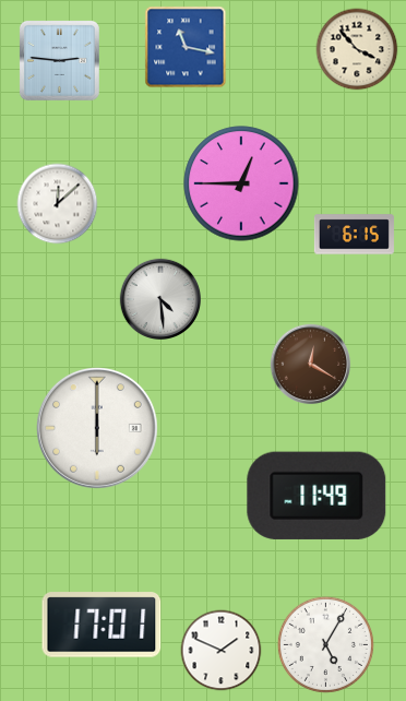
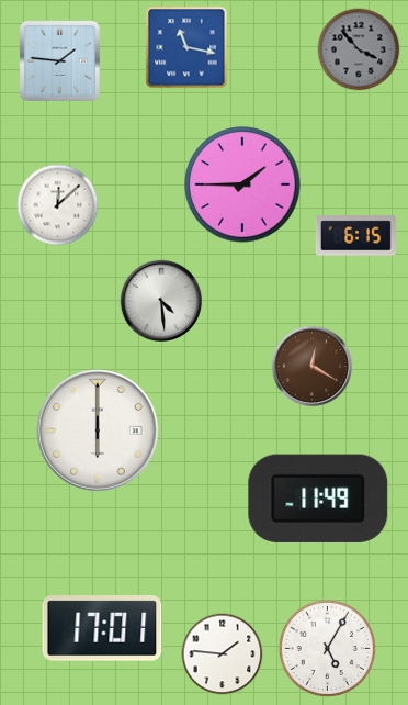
clock at (357, 49) dial: cream -> grey
clock at (59, 60): 2:46 -> 1:46
clock at (241, 183): 12:45 -> 1:45
clock at (222, 651): 1:49 -> 1:46
